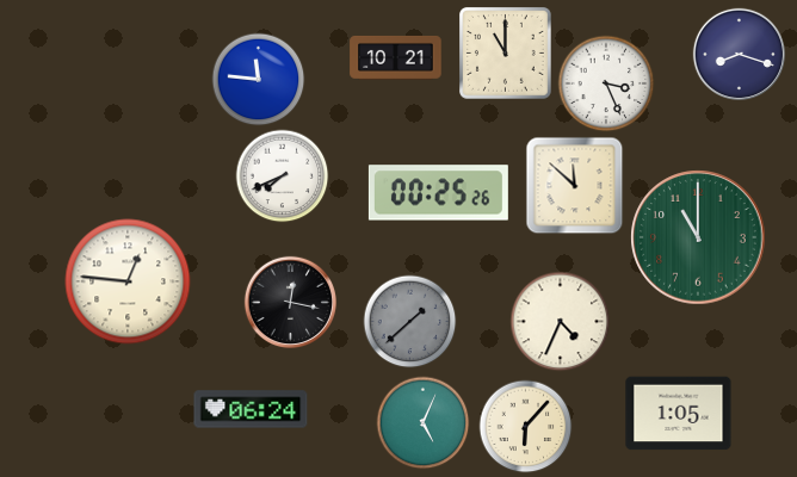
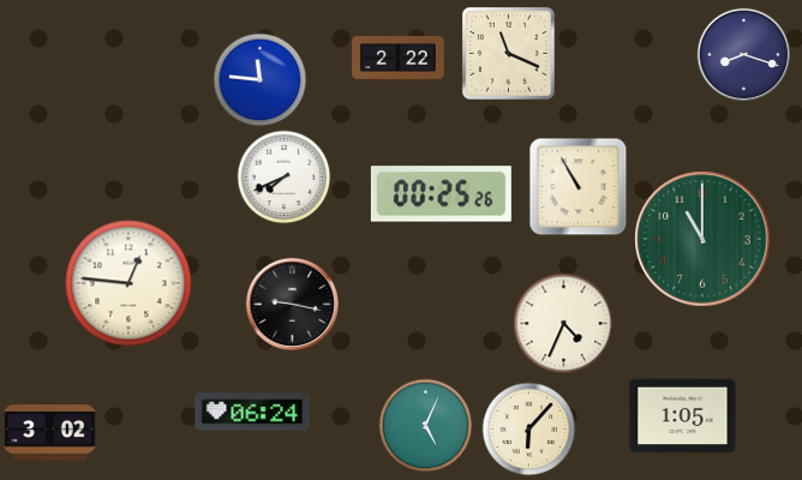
clock at (506, 54): 11:00 -> 11:19
clock at (396, 57): 10:21 -> 2:22
clock at (606, 83): 3:26 -> none
clock at (574, 185): 11:52 -> 10:55
clock at (290, 302): 12:17 -> 9:17
clock at (409, 321): 1:38 -> none
clock at (50, 433): none -> 3:02
